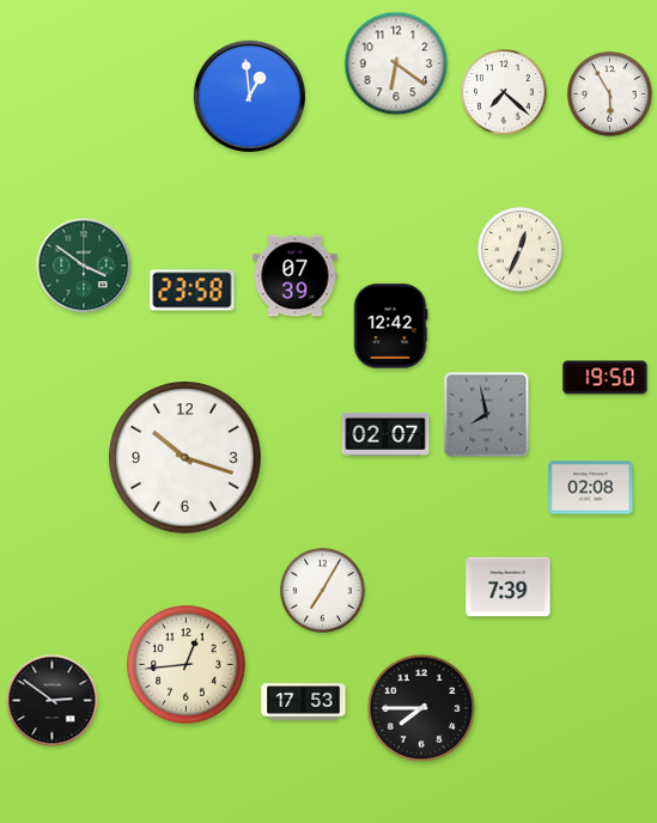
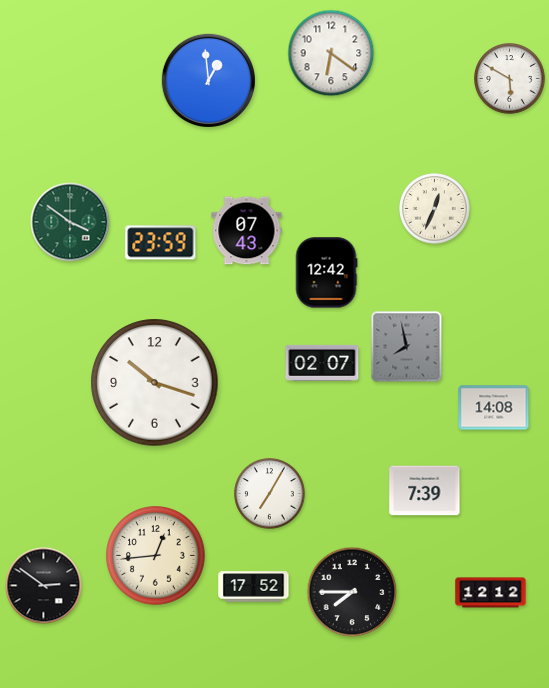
clock at (504, 92): 7:22 -> none
clock at (610, 95): 5:55 -> 5:50
clock at (296, 276): 07:39 -> 07:43
clock at (193, 291): 23:58 -> 23:59
clock at (606, 378): 19:50 -> none
clock at (591, 488): 02:08 -> 14:08
clock at (304, 702): 17:53 -> 17:52
clock at (491, 593): none -> 12:12
